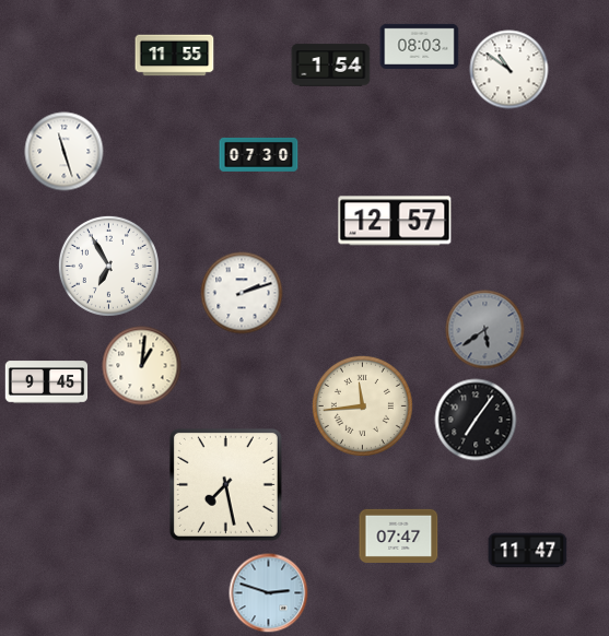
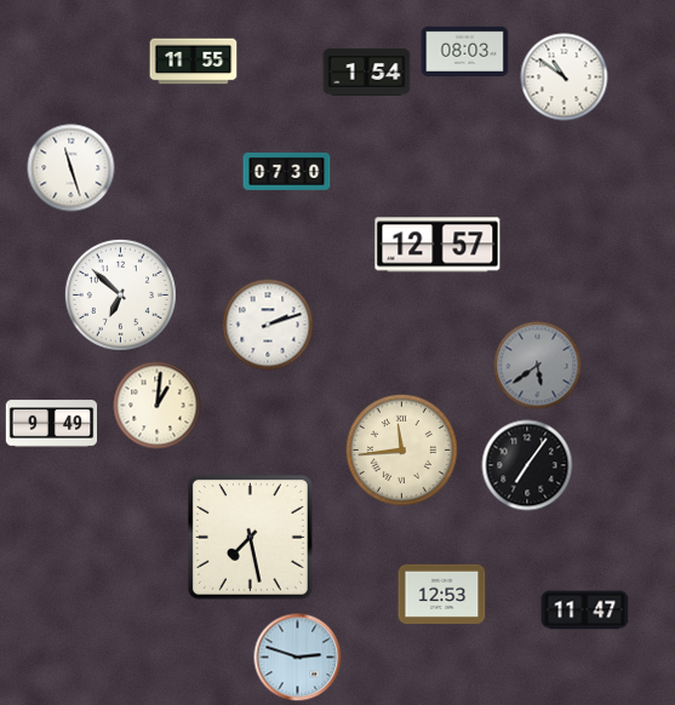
clock at (108, 266): 6:55 -> 6:52
clock at (47, 382): 9:45 -> 9:49
clock at (399, 535): 07:47 -> 12:53
